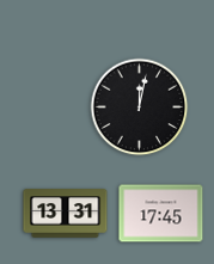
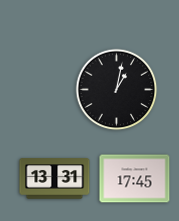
clock at (140, 108): 12:02 -> 1:02
